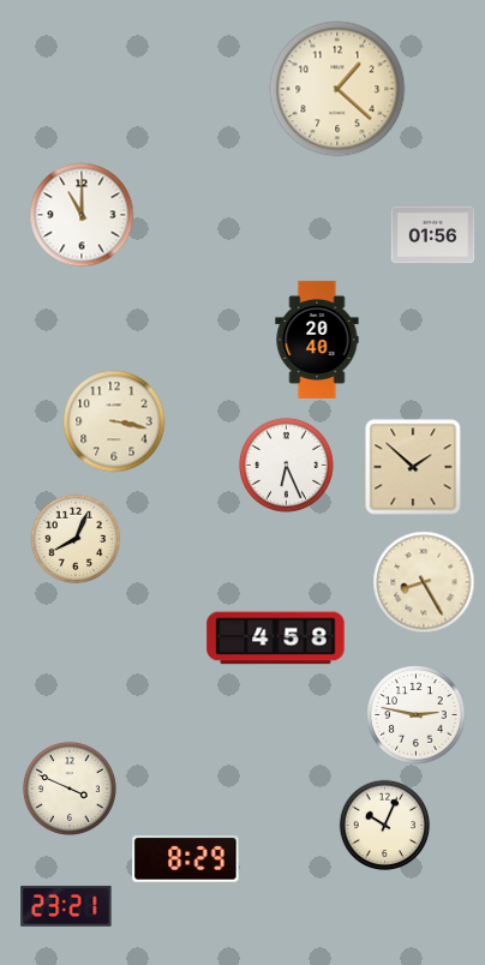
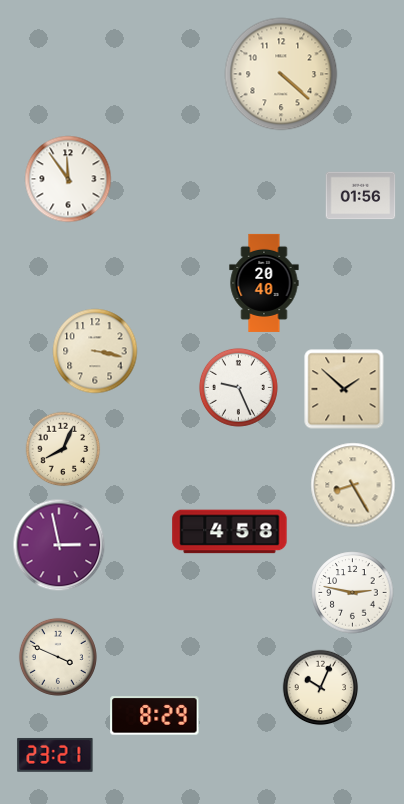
clock at (337, 89): 1:22 -> 4:22
clock at (82, 215): 11:00 -> 11:54
clock at (286, 464): 6:26 -> 9:26
clock at (59, 545): none -> 2:58
clock at (417, 715) position: (417, 715) -> (353, 593)
